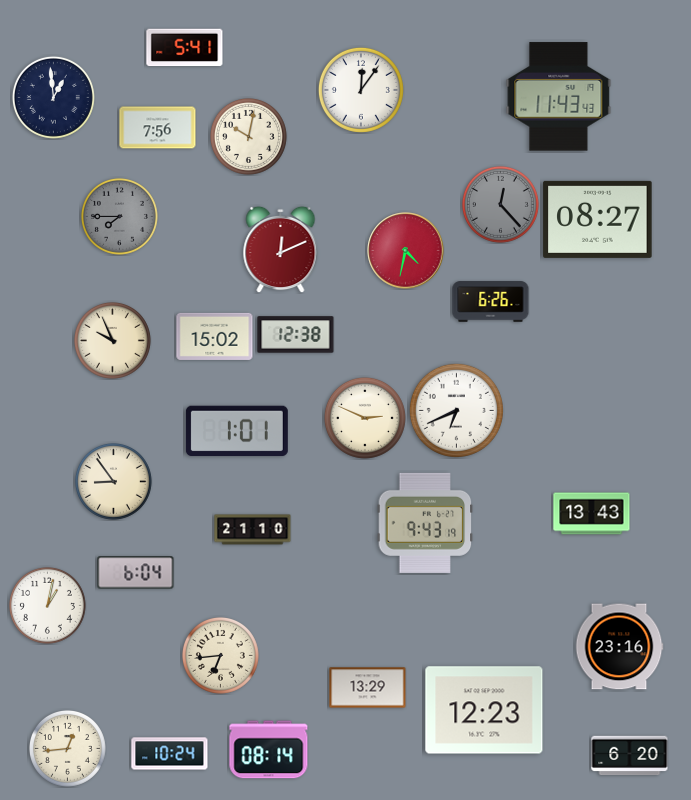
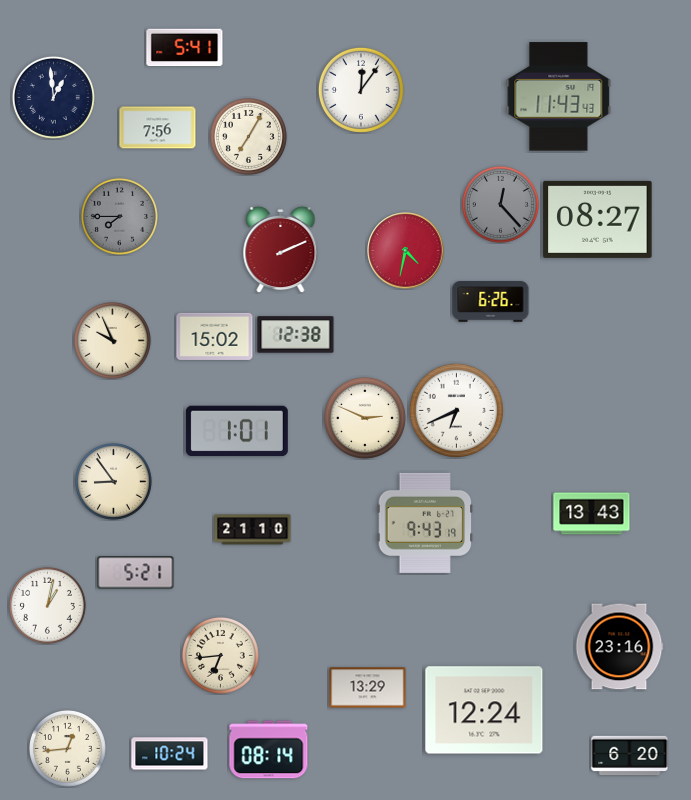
clock at (248, 136): 10:02 -> 7:05
clock at (281, 249): 12:11 -> 2:11
clock at (136, 573): 6:04 -> 5:21
clock at (484, 710): 12:23 -> 12:24
